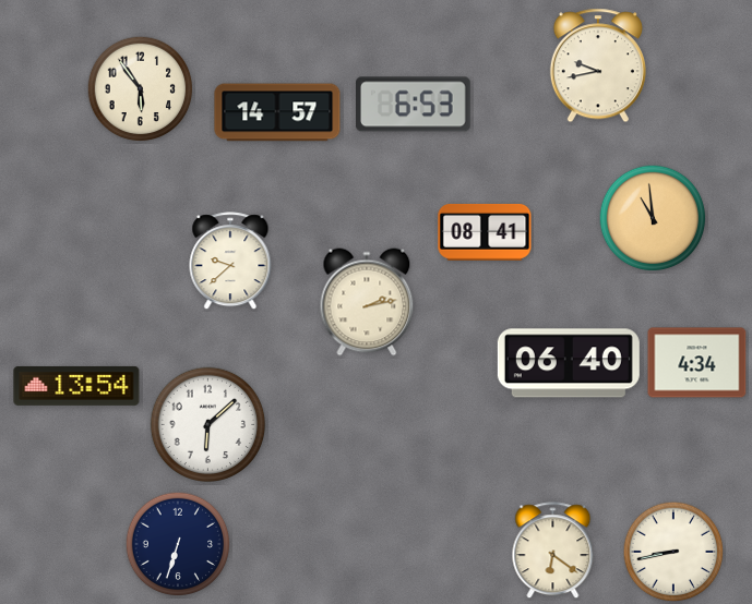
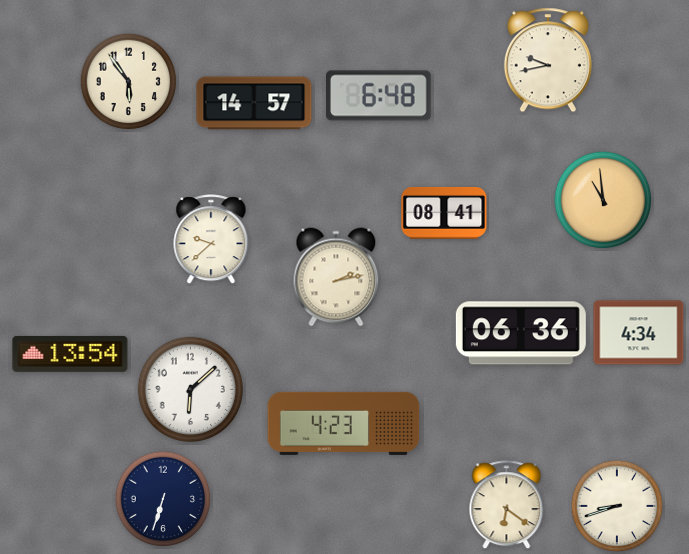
clock at (414, 105): 6:53 -> 6:48
clock at (653, 218) position: (653, 218) -> (603, 200)
clock at (569, 363): 06:40 -> 06:36
clock at (344, 423): none -> 4:23
clock at (673, 552): 8:43 -> 8:42
